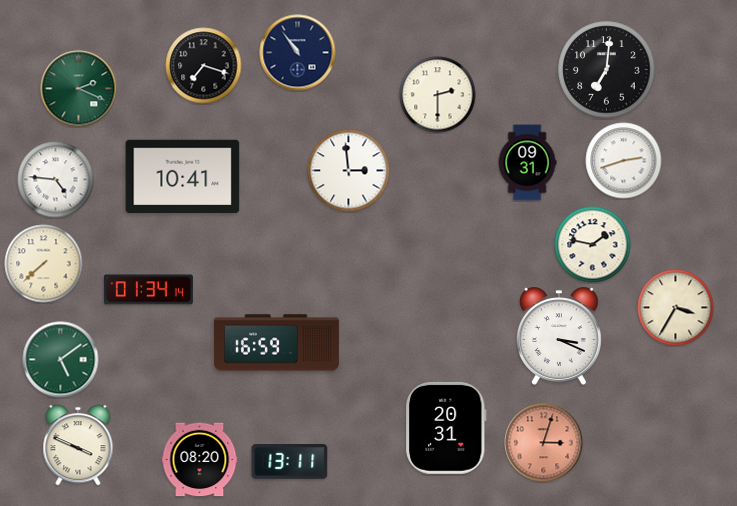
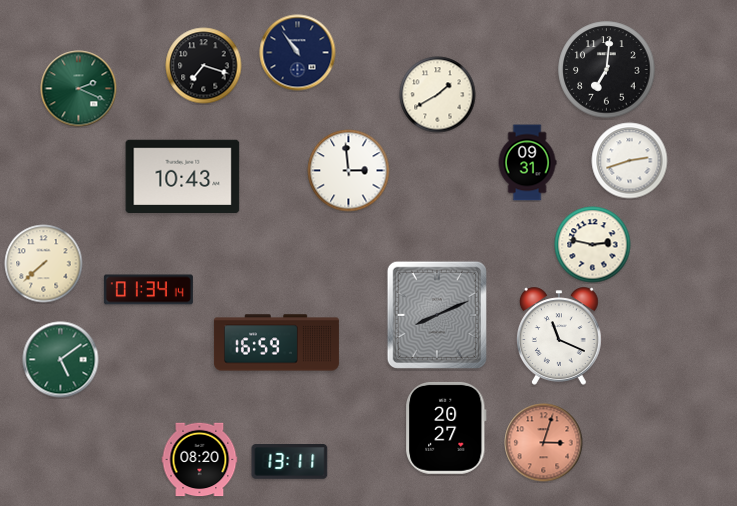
clock at (438, 95): 2:30 -> 1:40
clock at (624, 161) position: (624, 161) -> (630, 161)
clock at (183, 176): 10:41 -> 10:43
clock at (56, 180): 4:46 -> none
clock at (593, 245): 1:47 -> 2:47
clock at (676, 308): 3:35 -> none
clock at (437, 315): none -> 8:11
clock at (559, 336): 3:19 -> 11:19
clock at (447, 428): 20:31 -> 20:27
clock at (78, 445): 3:49 -> none
